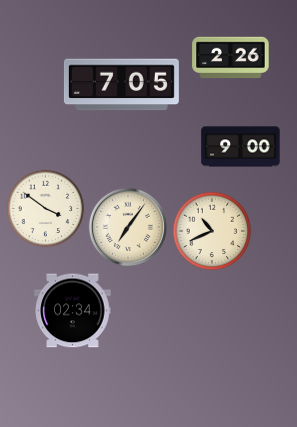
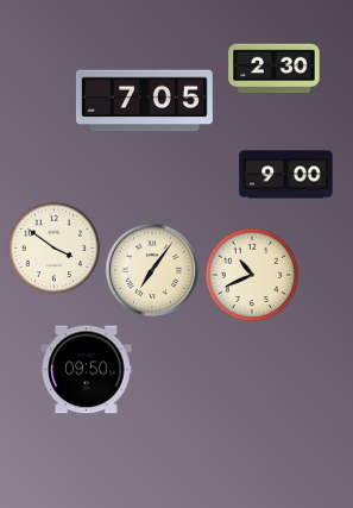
clock at (231, 58): 2:26 -> 2:30
clock at (73, 311): 02:34 -> 09:50
